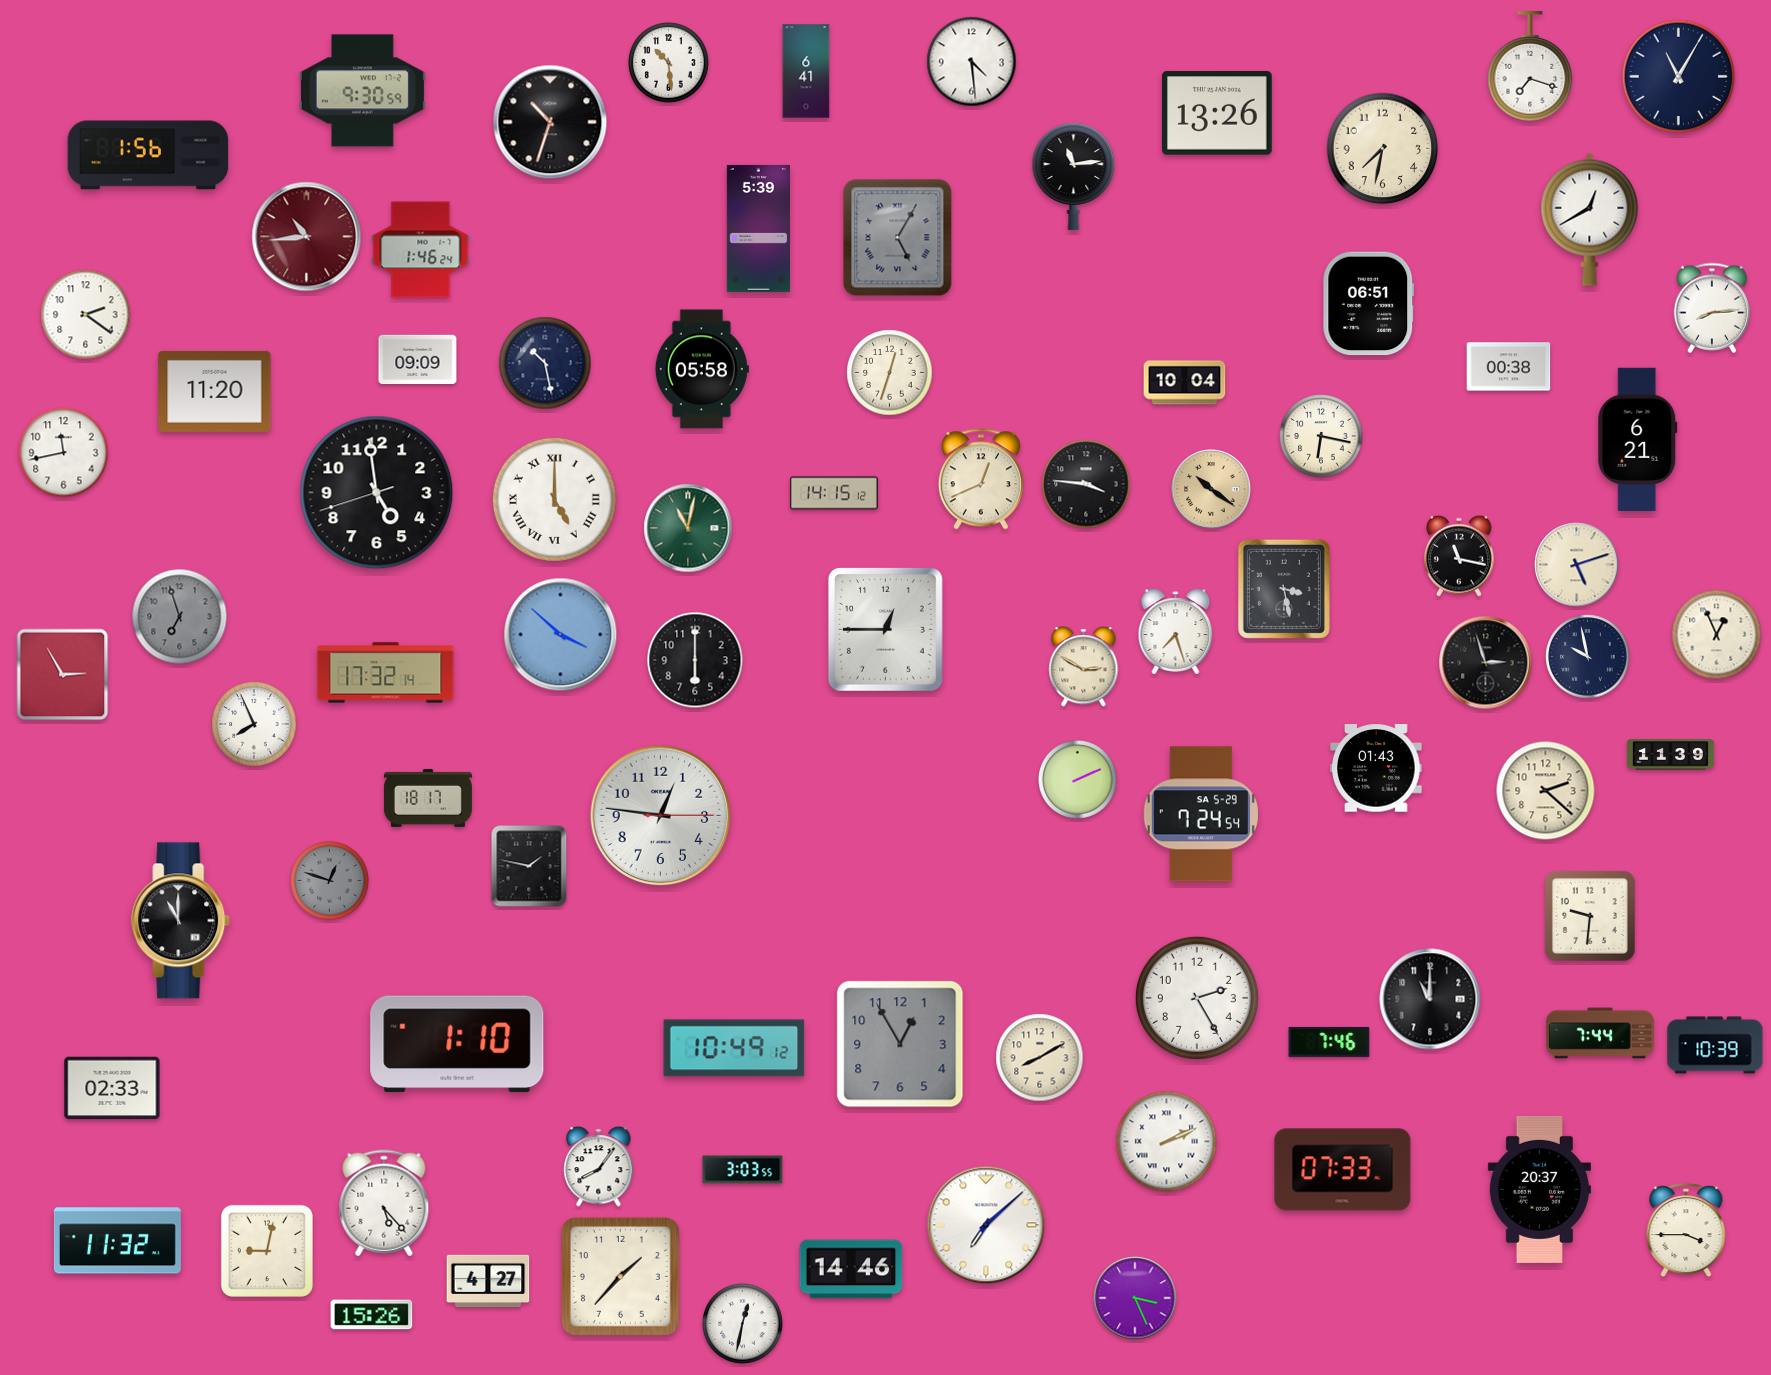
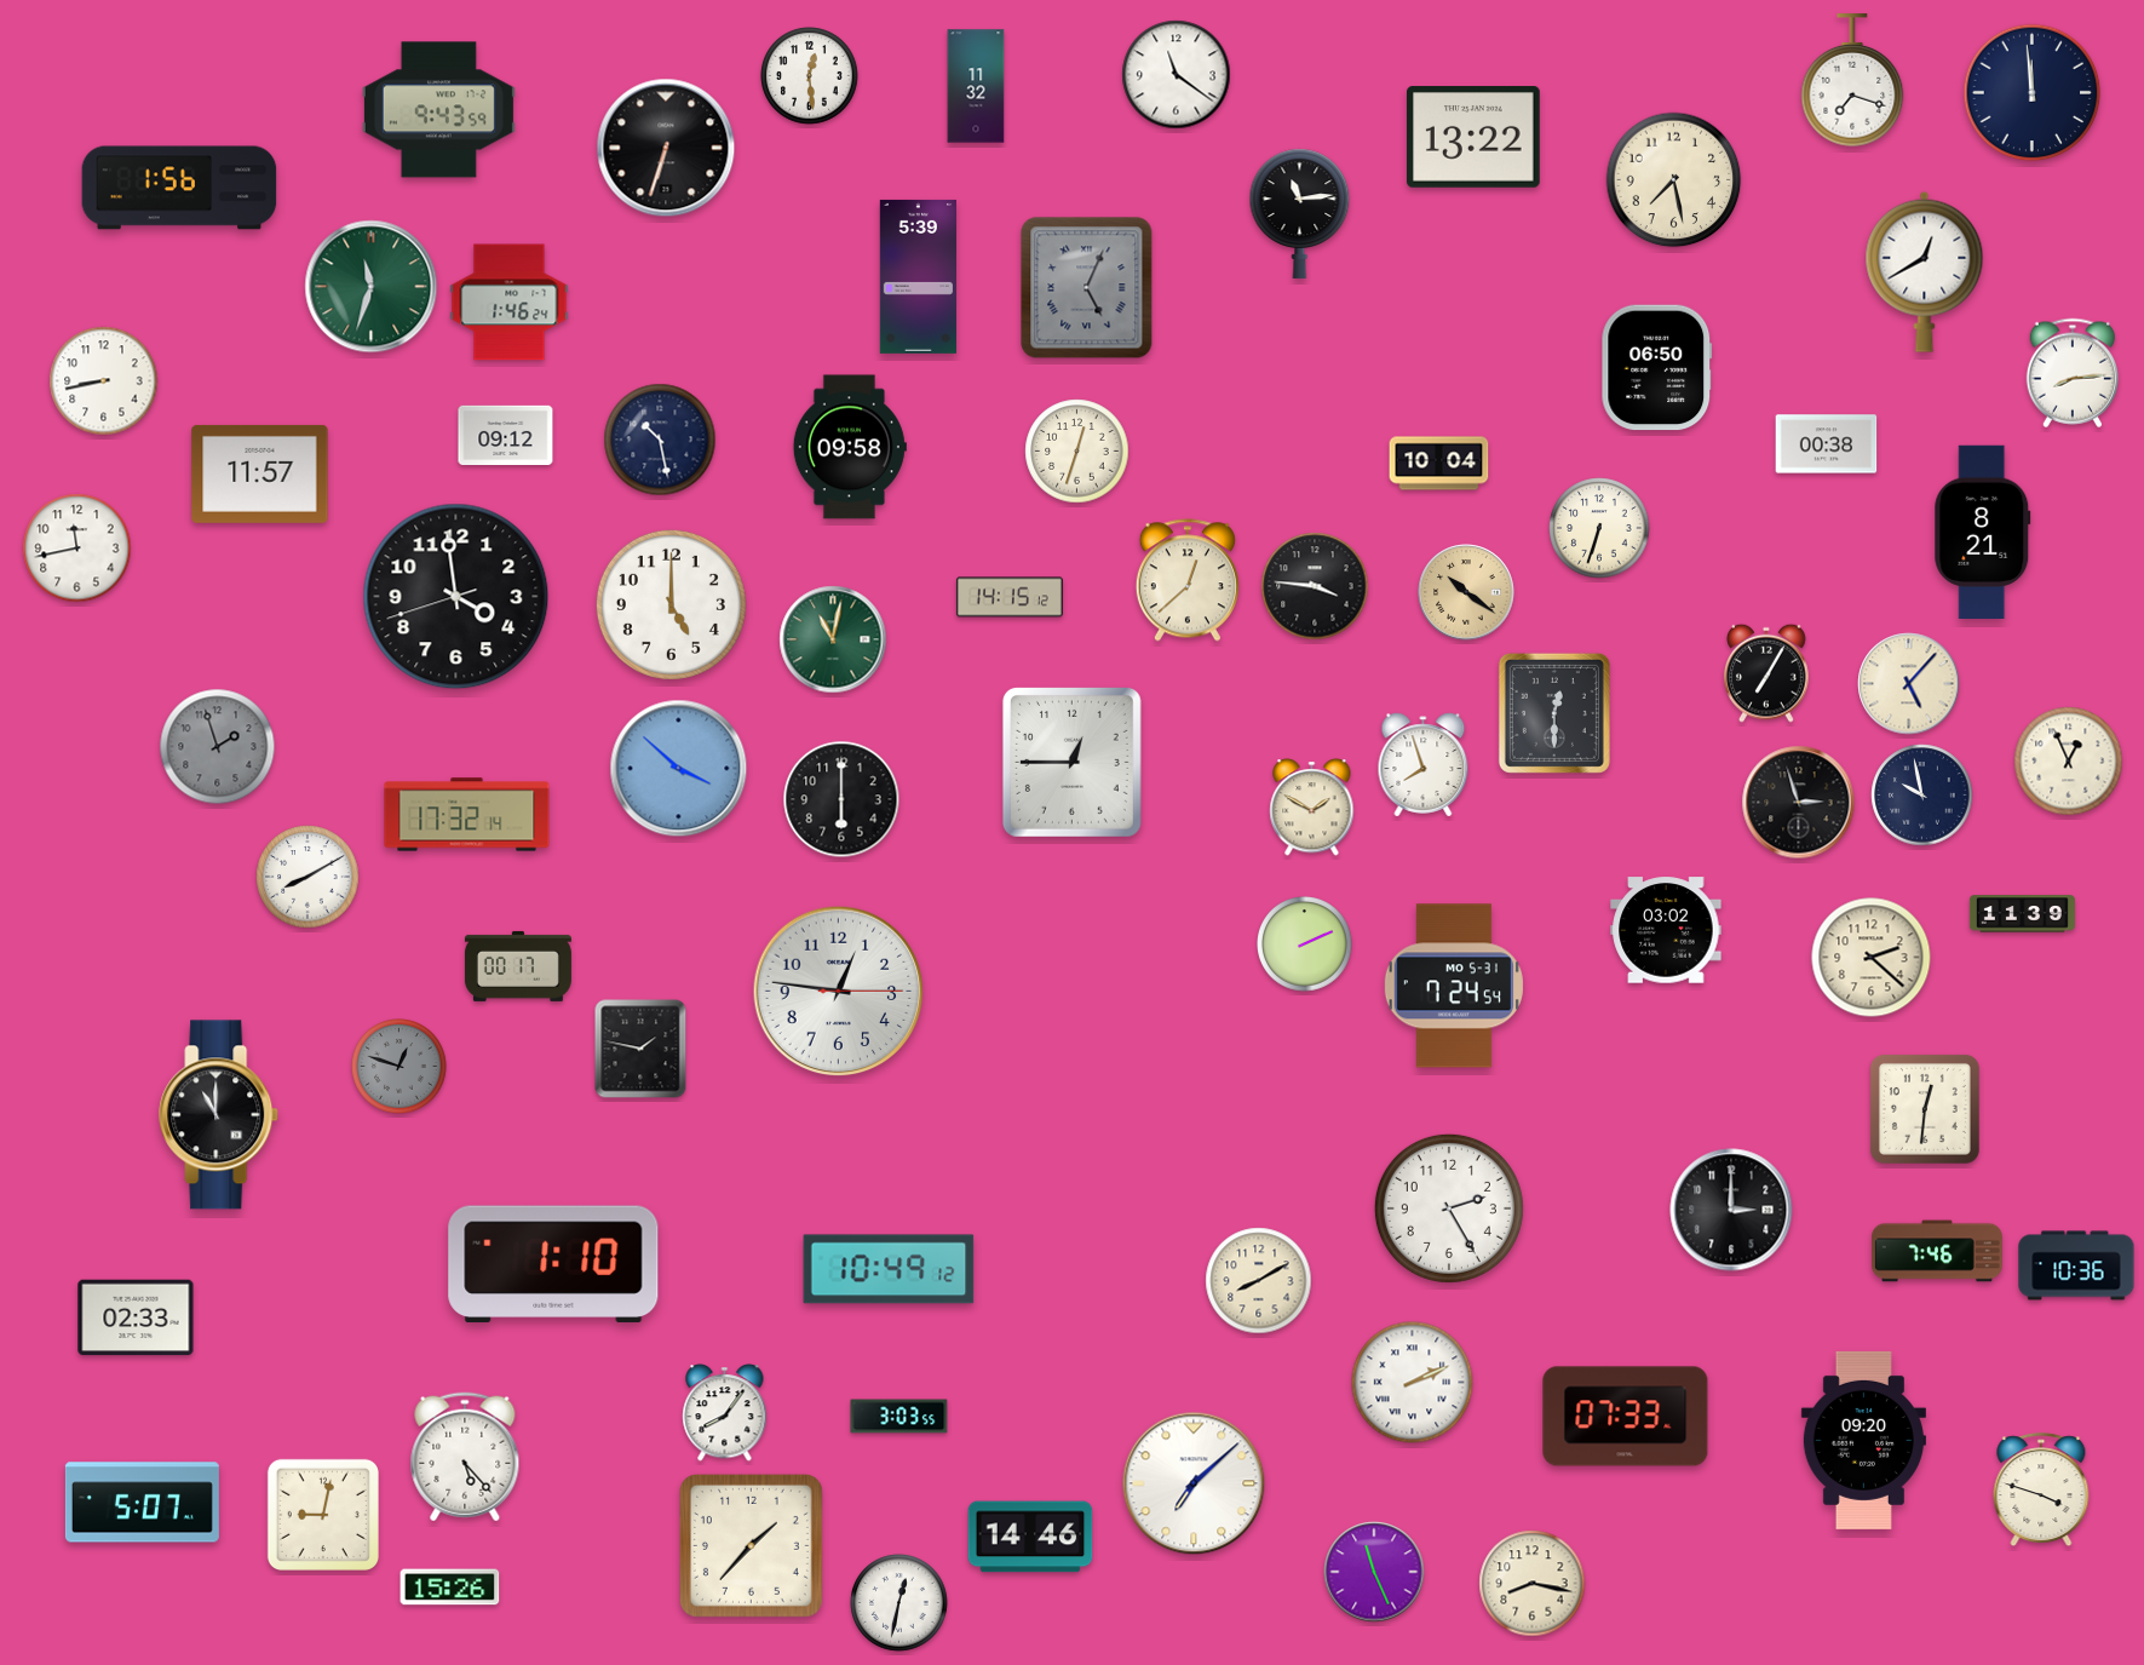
clock at (972, 62): 4:29 -> 11:21
clock at (669, 63): 10:29 -> 12:29
clock at (806, 71): 6:41 -> 11:32
clock at (1679, 77): 11:05 -> 11:59
clock at (362, 91): 9:30 -> 9:43
clock at (1218, 113): 13:26 -> 13:22
clock at (550, 122): 10:33 -> 6:33
clock at (1383, 149): 7:32 -> 7:28
clock at (1590, 219) position: (1590, 219) -> (1925, 271)
clock at (307, 237): 10:44 -> 11:33
clock at (307, 237) dial: burgundy -> green
clock at (898, 238): 5:05 -> 5:04
clock at (1369, 304): 06:51 -> 06:50
clock at (86, 315): 2:21 -> 8:43
clock at (418, 359): 09:09 -> 09:12
clock at (702, 369): 05:58 -> 09:58
clock at (1185, 383) position: (1185, 383) -> (1439, 464)
clock at (215, 391): 11:20 -> 11:57
clock at (1321, 436): 6:17 -> 6:33
clock at (1638, 439): 6:21 -> 8:21
clock at (981, 479): 12:41 -> 12:38
clock at (377, 493): 4:58 -> 3:58
clock at (554, 499) numerals: Roman -> Arabic
clock at (1460, 556): 11:17 -> 7:05
clock at (1577, 565): 5:12 -> 5:07
clock at (1284, 589): 3:28 -> 12:30
clock at (180, 617): 6:57 -> 1:57
clock at (1176, 632): 7:27 -> 7:57
clock at (1717, 635) position: (1717, 635) -> (2069, 762)
clock at (1084, 667): 2:50 -> 1:50
clock at (63, 675): 2:55 -> none
clock at (254, 724): 7:56 -> 8:10
clock at (1376, 768): 01:43 -> 03:02
clock at (428, 798): 18:17 -> 00:17
clock at (1201, 814) date: SA 5-29 -> MO 5-31
clock at (661, 816) position: (661, 816) -> (839, 992)
clock at (1590, 916): 9:31 -> 12:31
clock at (1430, 999): 11:00 -> 3:00
clock at (1600, 1033): 7:44 -> 7:46
clock at (1329, 1042): 7:46 -> none
clock at (900, 1044): 12:55 -> none
clock at (1715, 1045): 10:39 -> 10:36
clock at (1539, 1189): 20:37 -> 09:20
clock at (1686, 1231): 3:45 -> 3:48
clock at (117, 1241): 11:32 -> 5:07
clock at (488, 1281): 4:27 -> none
clock at (1135, 1298): 3:26 -> 11:26
clock at (1533, 1584): none -> 8:17
clock at (372, 1315) position: (372, 1315) -> (450, 1588)
